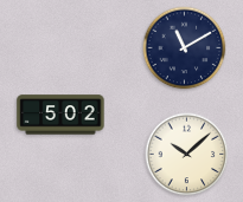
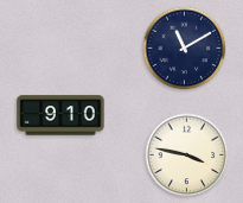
clock at (60, 115): 5:02 -> 9:10
clock at (187, 155): 10:08 -> 3:47
